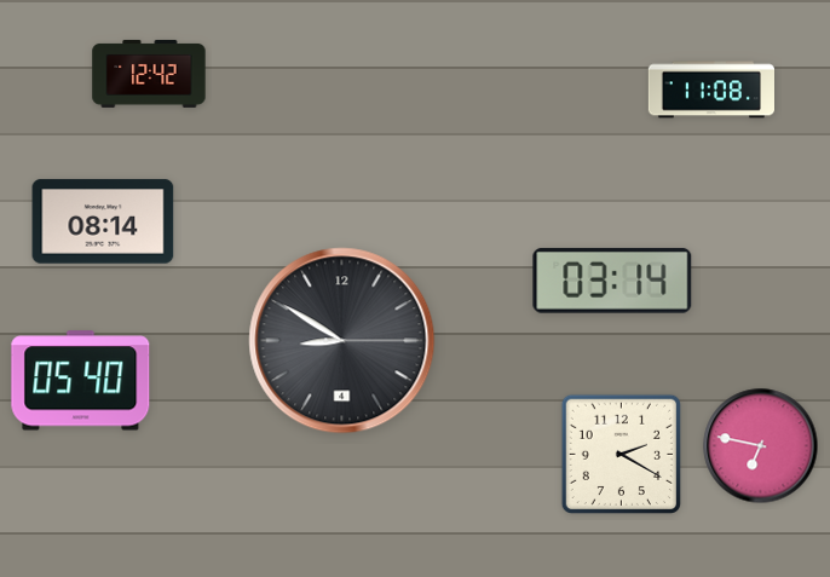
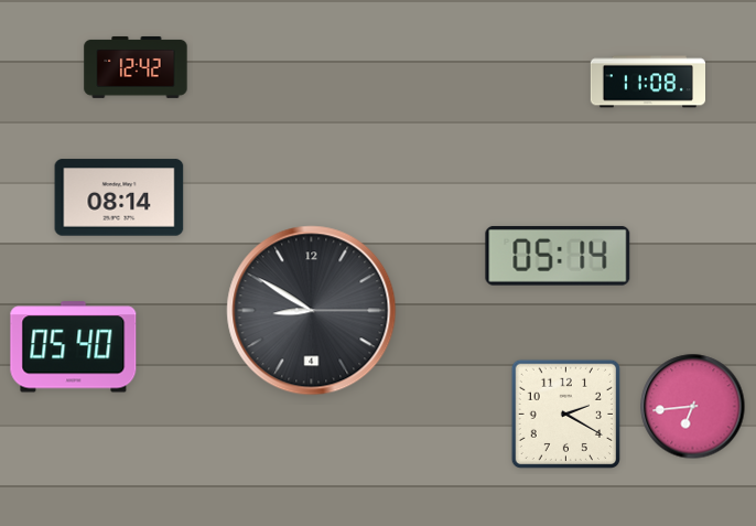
clock at (103, 221) position: (103, 221) -> (119, 197)
clock at (612, 281): 03:14 -> 05:14
clock at (761, 446): 6:47 -> 6:44
